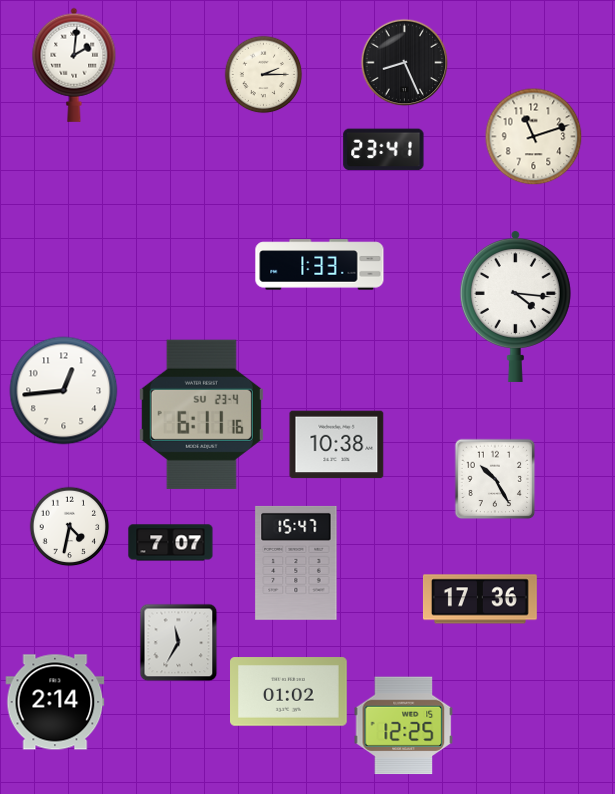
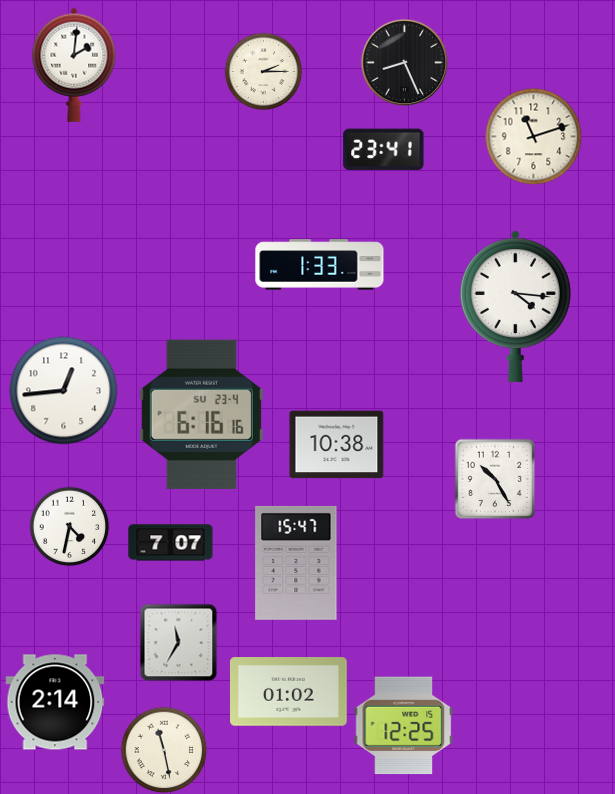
clock at (263, 74) position: (263, 74) -> (263, 71)
clock at (201, 414): 6:11 -> 6:16
clock at (480, 599): 17:36 -> none
clock at (164, 750): none -> 11:28
